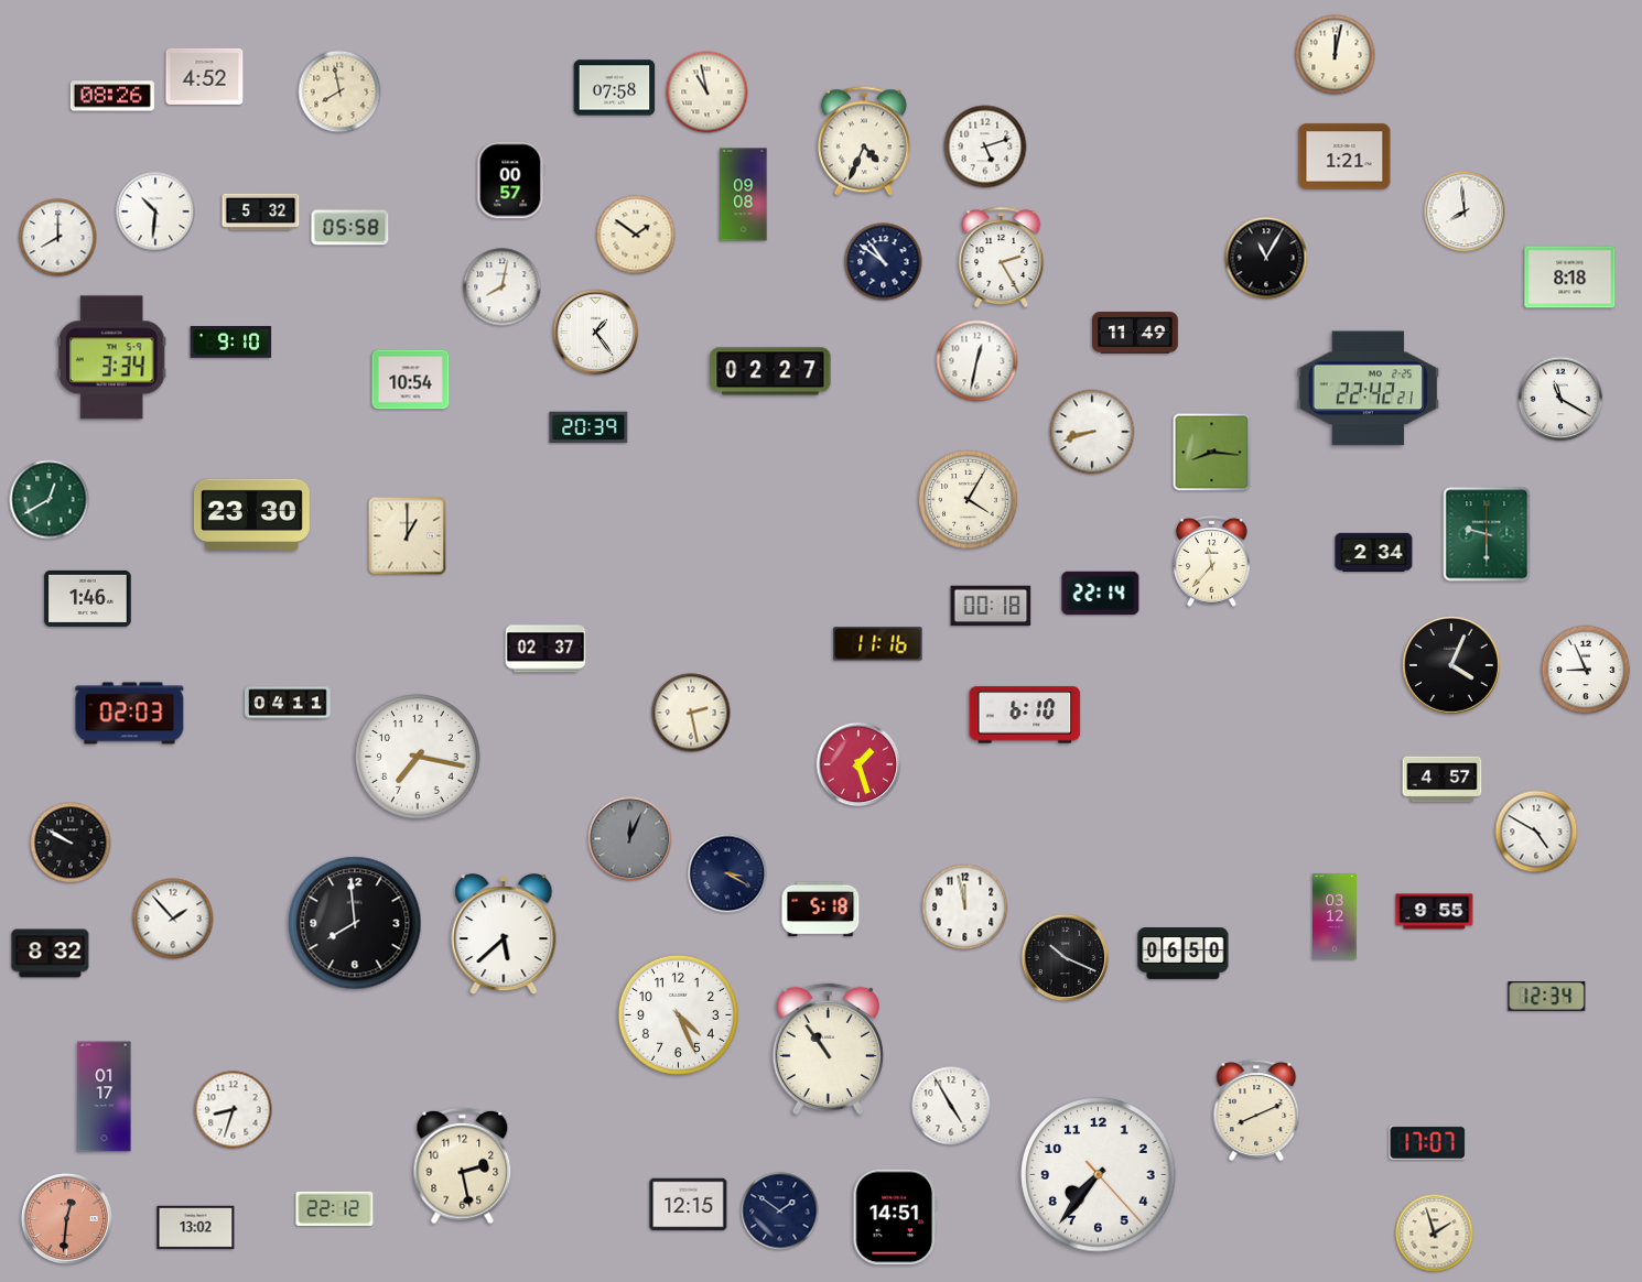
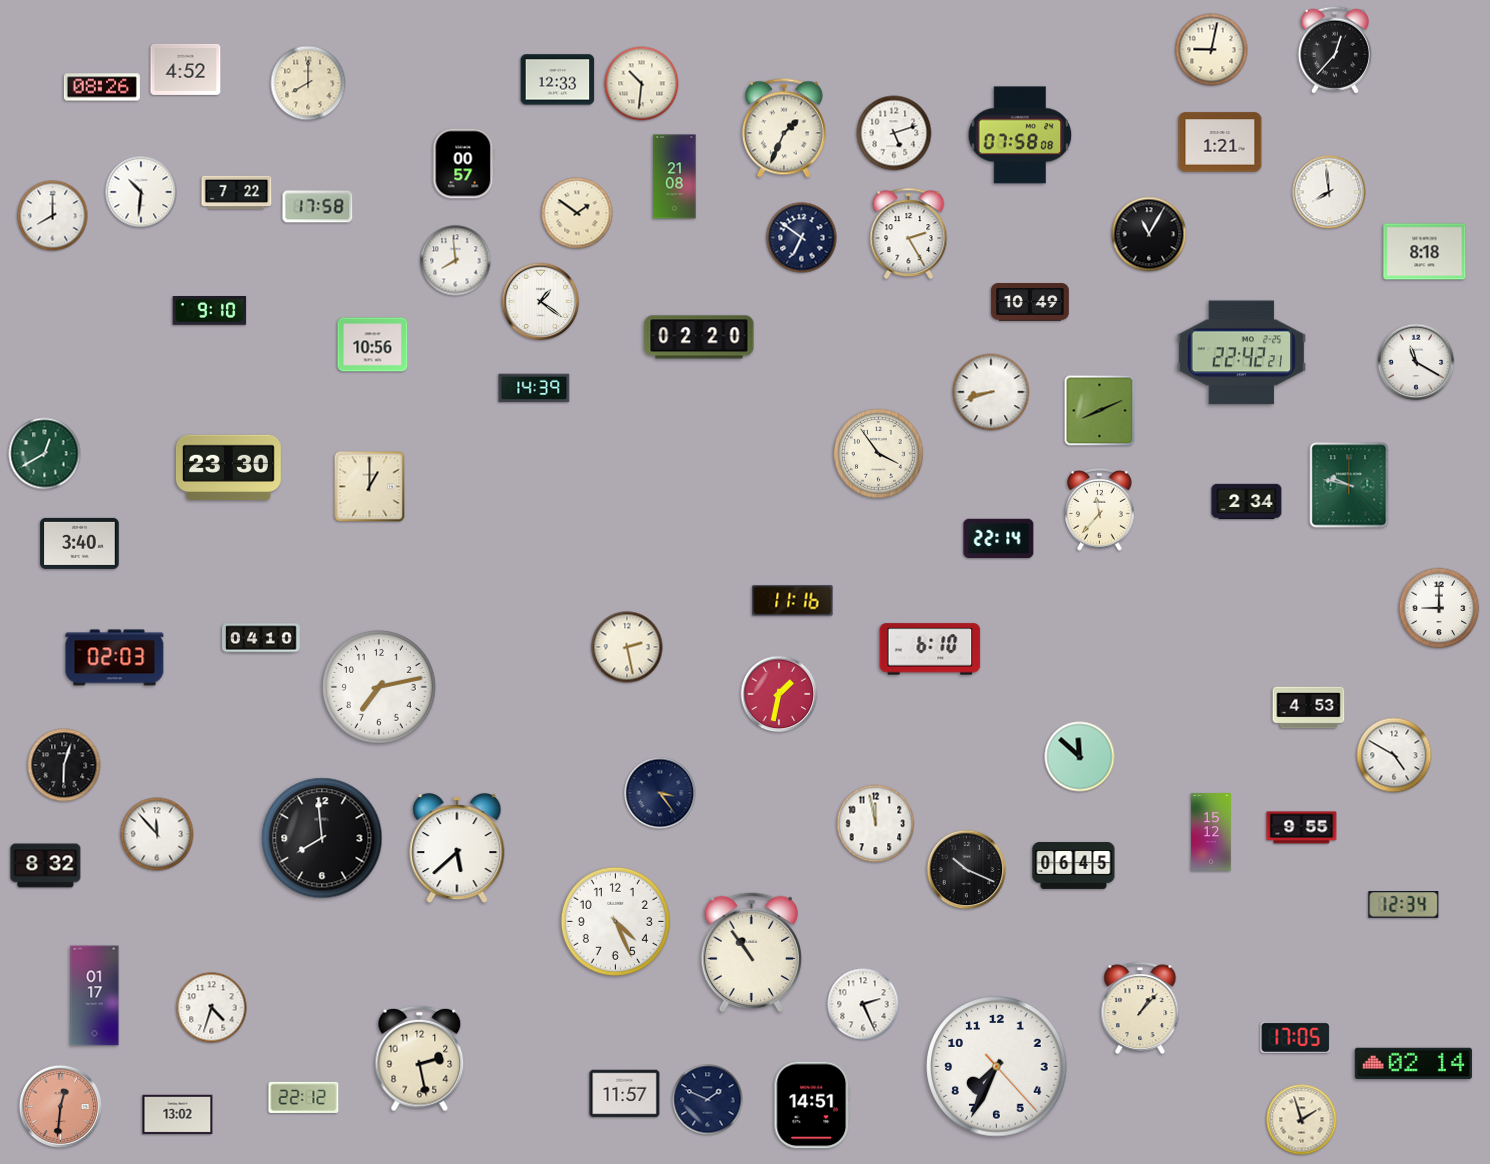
clock at (1336, 55): 12:02 -> 9:02
clock at (1335, 50): none -> 12:37
clock at (615, 88): 07:58 -> 12:33
clock at (339, 91): 7:58 -> 8:00
clock at (707, 93): 10:58 -> 10:31
clock at (864, 141): 4:34 -> 1:34
clock at (1020, 135): none -> 07:58
clock at (744, 195): 09:08 -> 21:08
clock at (261, 213): 5:32 -> 7:22
clock at (350, 228): 05:58 -> 17:58
clock at (884, 262): 10:51 -> 6:51
clock at (503, 287): 8:02 -> 7:59
clock at (596, 333): 1:24 -> 1:21
clock at (1135, 333): 11:49 -> 10:49
clock at (111, 358): 3:34 -> none
clock at (977, 361): 12:32 -> none
clock at (770, 371): 02:27 -> 02:20
clock at (411, 380): 10:54 -> 10:56
clock at (588, 427): 20:39 -> 14:39
clock at (1212, 453): 8:16 -> 8:11
clock at (969, 500): 4:05 -> 3:54
clock at (1487, 534): 9:30 -> 9:47
clock at (88, 598): 1:46 -> 3:40
clock at (991, 606): 00:18 -> none
clock at (878, 644) position: (878, 644) -> (793, 601)
clock at (545, 649): 02:37 -> none
clock at (1451, 665): 4:04 -> none
clock at (1586, 670): 8:56 -> 9:00
clock at (288, 703): 04:11 -> 04:10
clock at (130, 714) position: (130, 714) -> (115, 658)
clock at (419, 758): 7:17 -> 7:13
clock at (858, 764): 1:27 -> 1:32
clock at (1443, 780): 4:57 -> 4:53
clock at (1080, 757): none -> 11:52
clock at (630, 839): 12:04 -> none
clock at (71, 843): 9:50 -> 6:03
clock at (727, 873): 3:20 -> 3:24
clock at (821, 910): 5:18 -> none
clock at (1335, 916): 03:12 -> 15:12
clock at (173, 919): 1:53 -> 11:53
clock at (1184, 954): 06:50 -> 06:45
clock at (951, 1106): 4:55 -> 2:26
clock at (234, 1110): 8:33 -> 4:33
clock at (1256, 1110): 8:11 -> 1:07
clock at (1428, 1142): 17:07 -> 17:05
clock at (1413, 1064): none -> 02:14
clock at (1099, 1175): 7:36 -> 7:34
clock at (689, 1205): 12:15 -> 11:57
clock at (780, 1212): 1:51 -> 1:49
